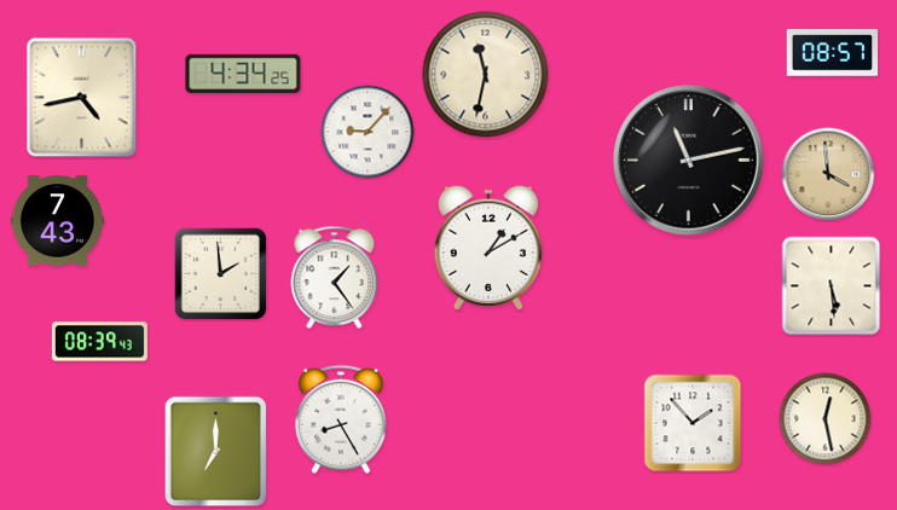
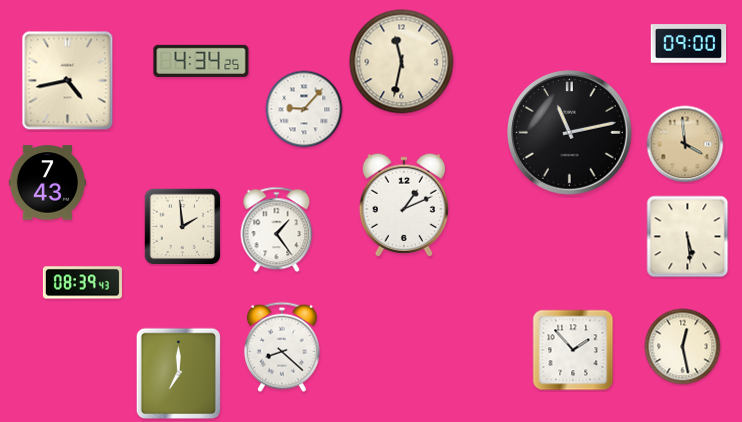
clock at (833, 53): 08:57 -> 09:00
clock at (488, 248): 1:10 -> 1:11
clock at (341, 419): 8:25 -> 8:22
